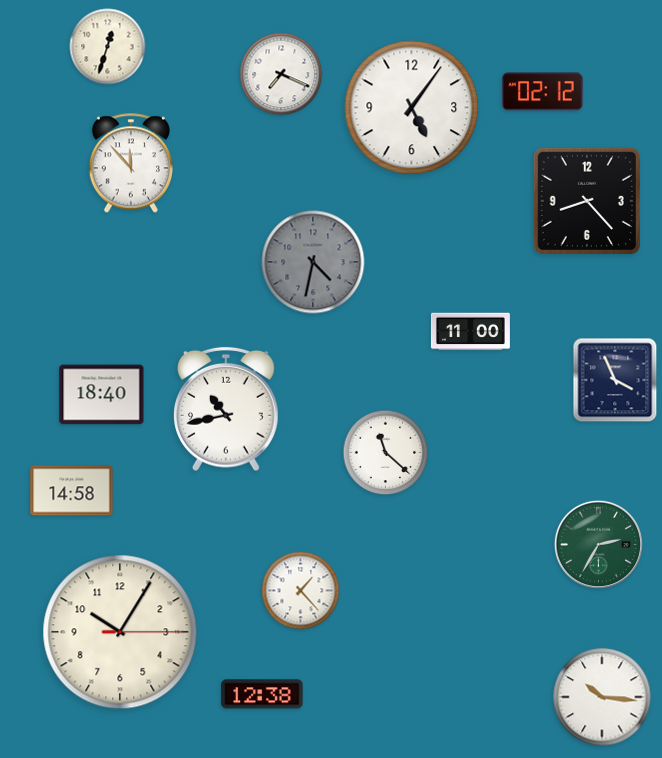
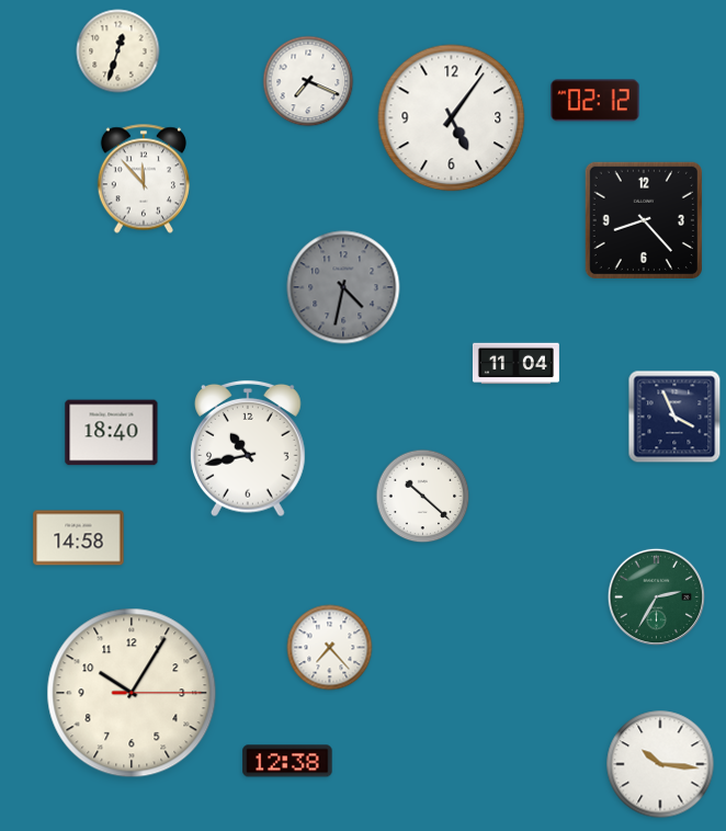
clock at (470, 332): 11:00 -> 11:04
clock at (386, 453): 11:22 -> 10:22
clock at (301, 591): 1:23 -> 7:23
